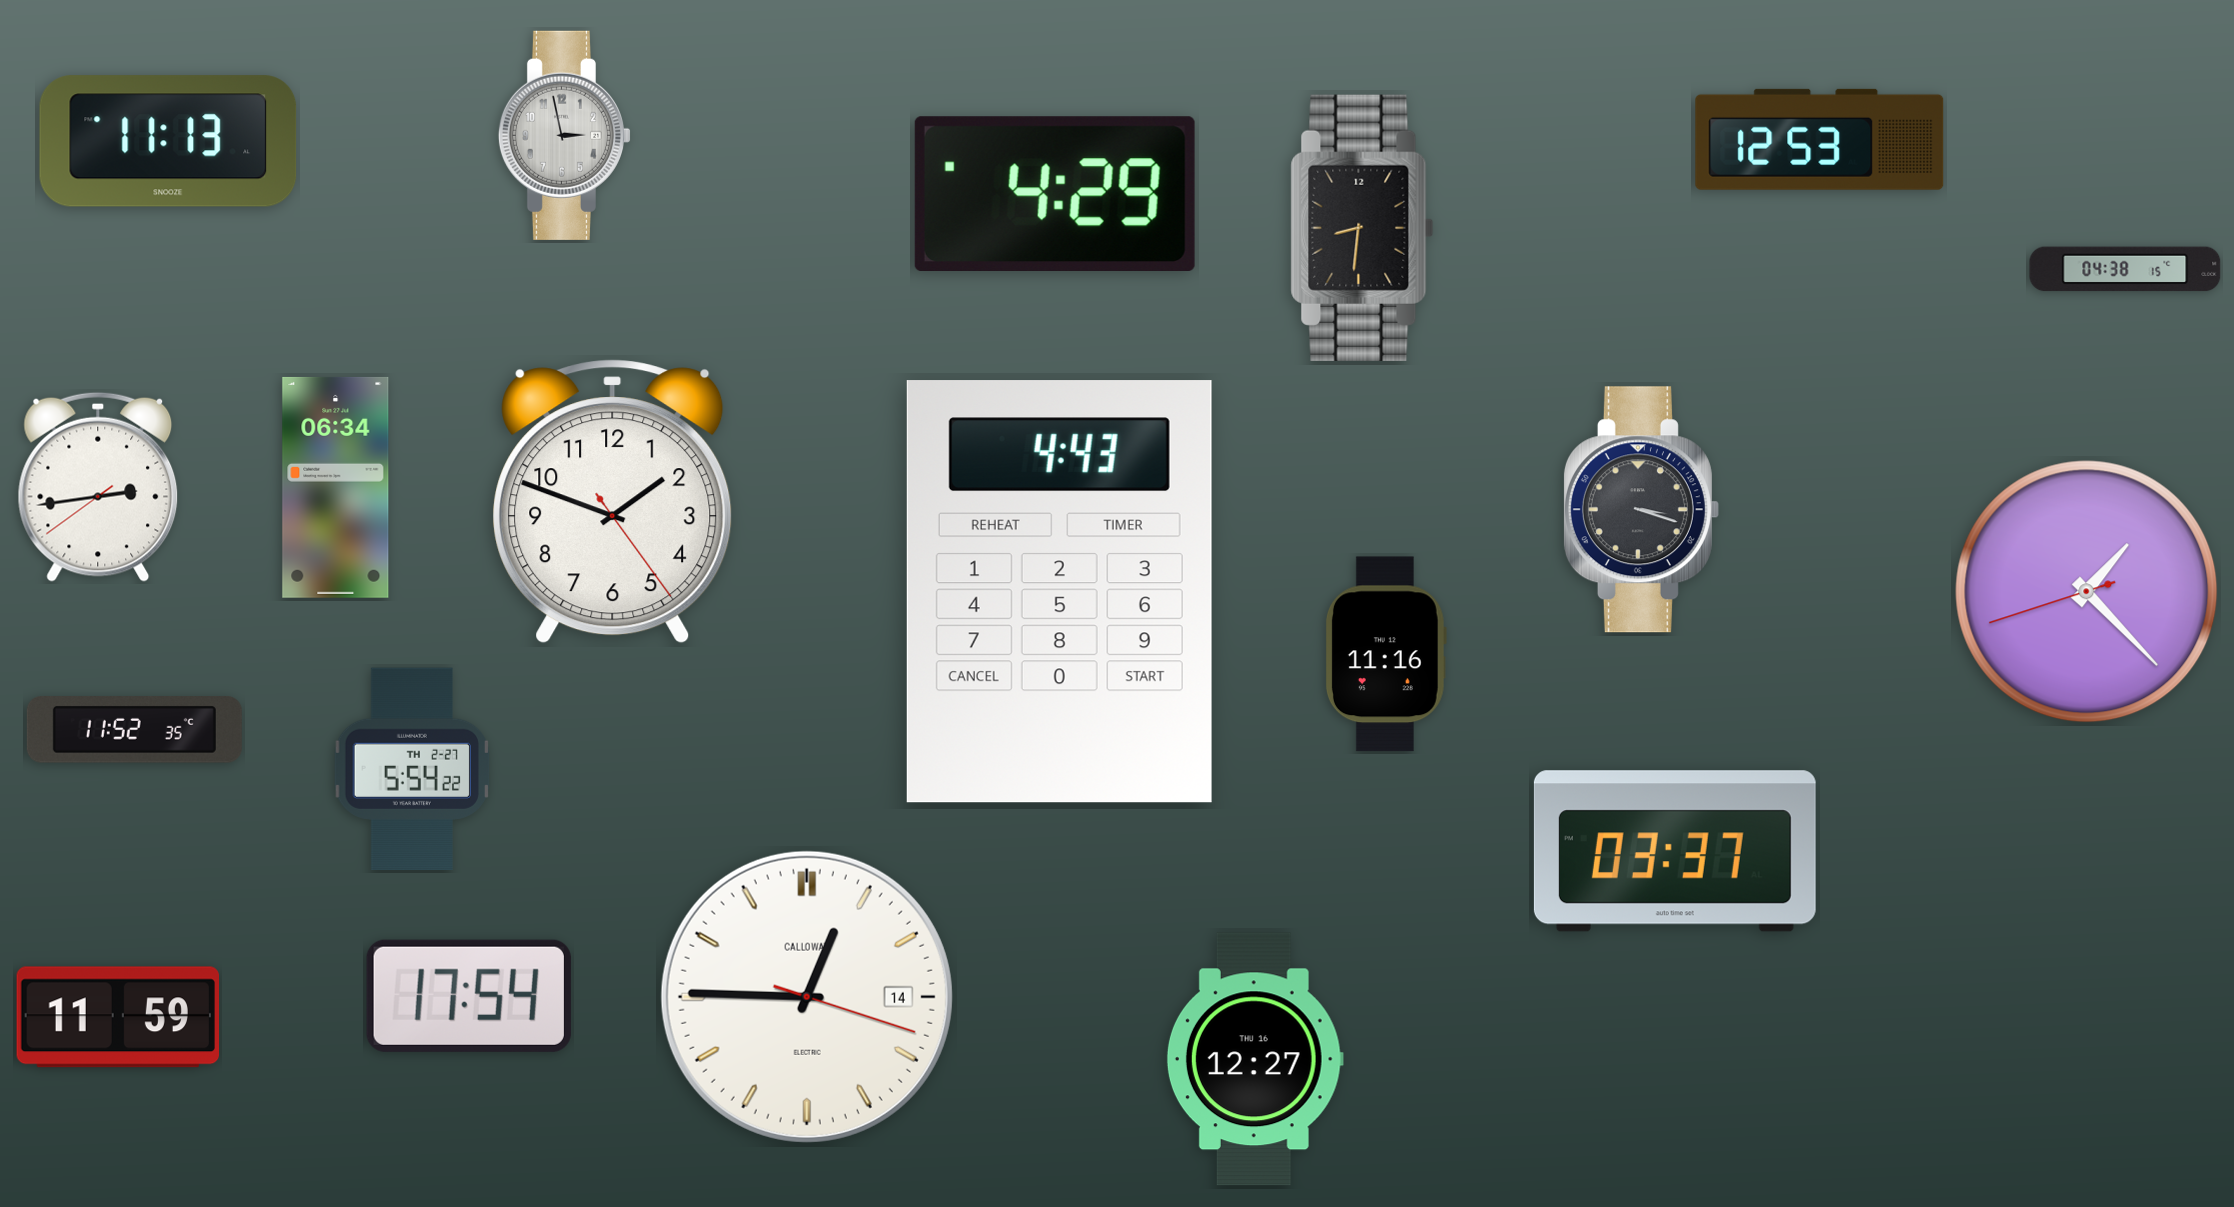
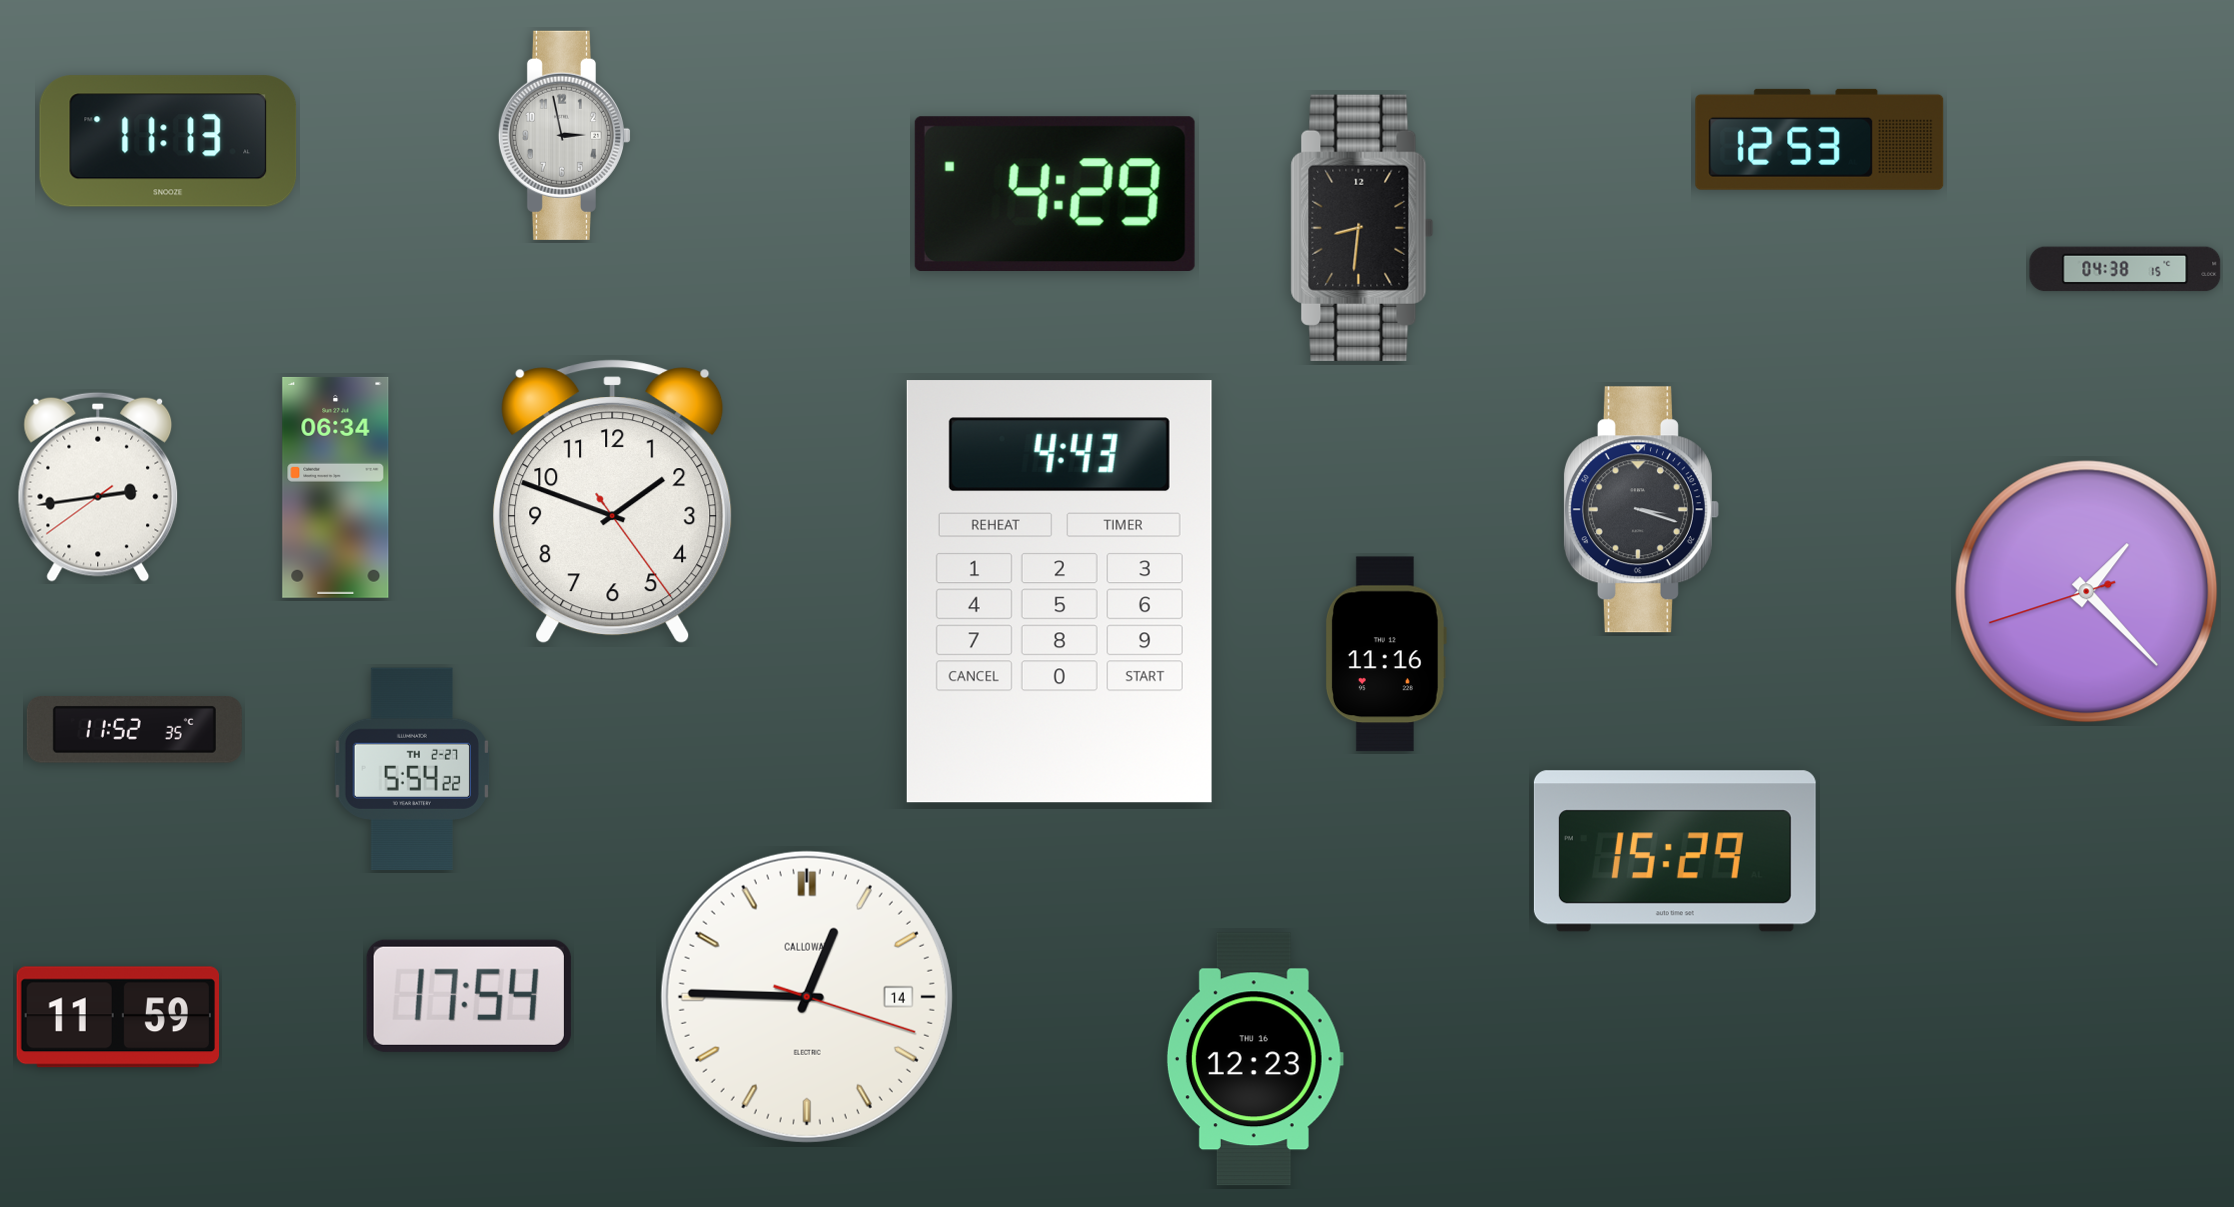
clock at (1675, 851): 03:37 -> 15:29
clock at (1255, 1059): 12:27 -> 12:23
